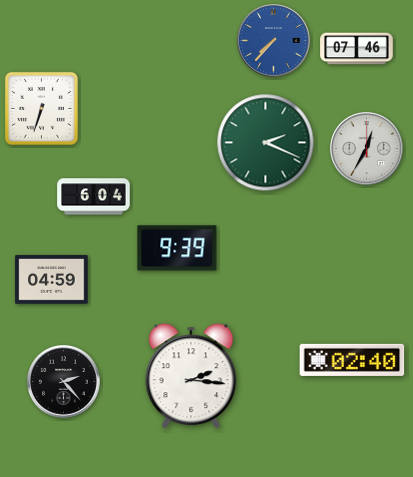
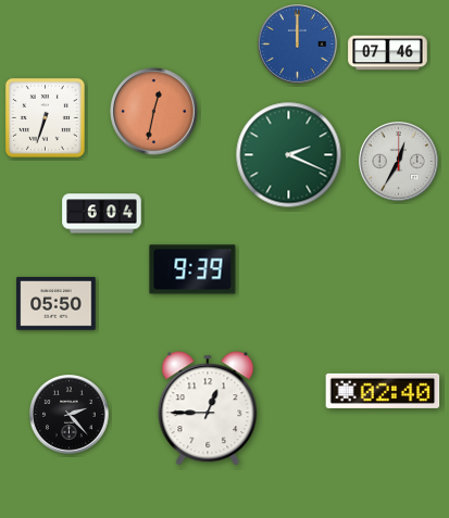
clock at (274, 41): 7:37 -> 12:00
clock at (154, 112): none -> 12:32
clock at (52, 280): 04:59 -> 05:50
clock at (191, 376): 2:16 -> 12:45
